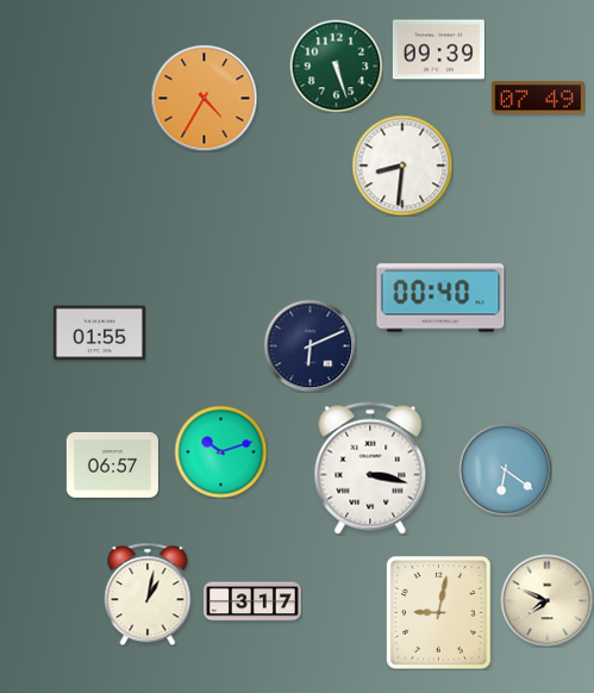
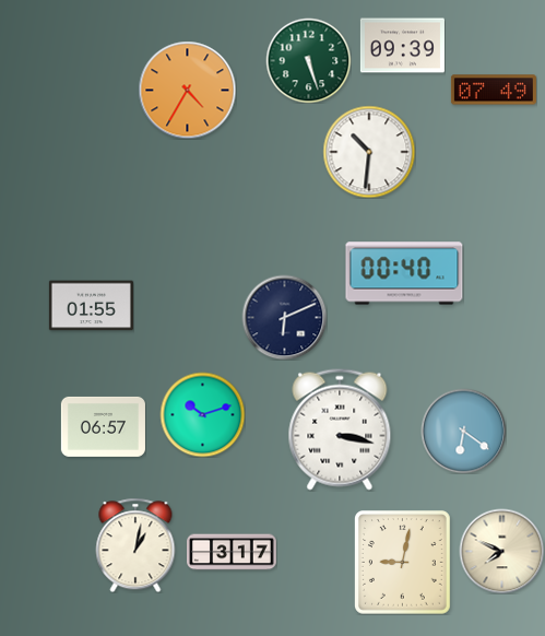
clock at (402, 166): 8:31 -> 10:31
